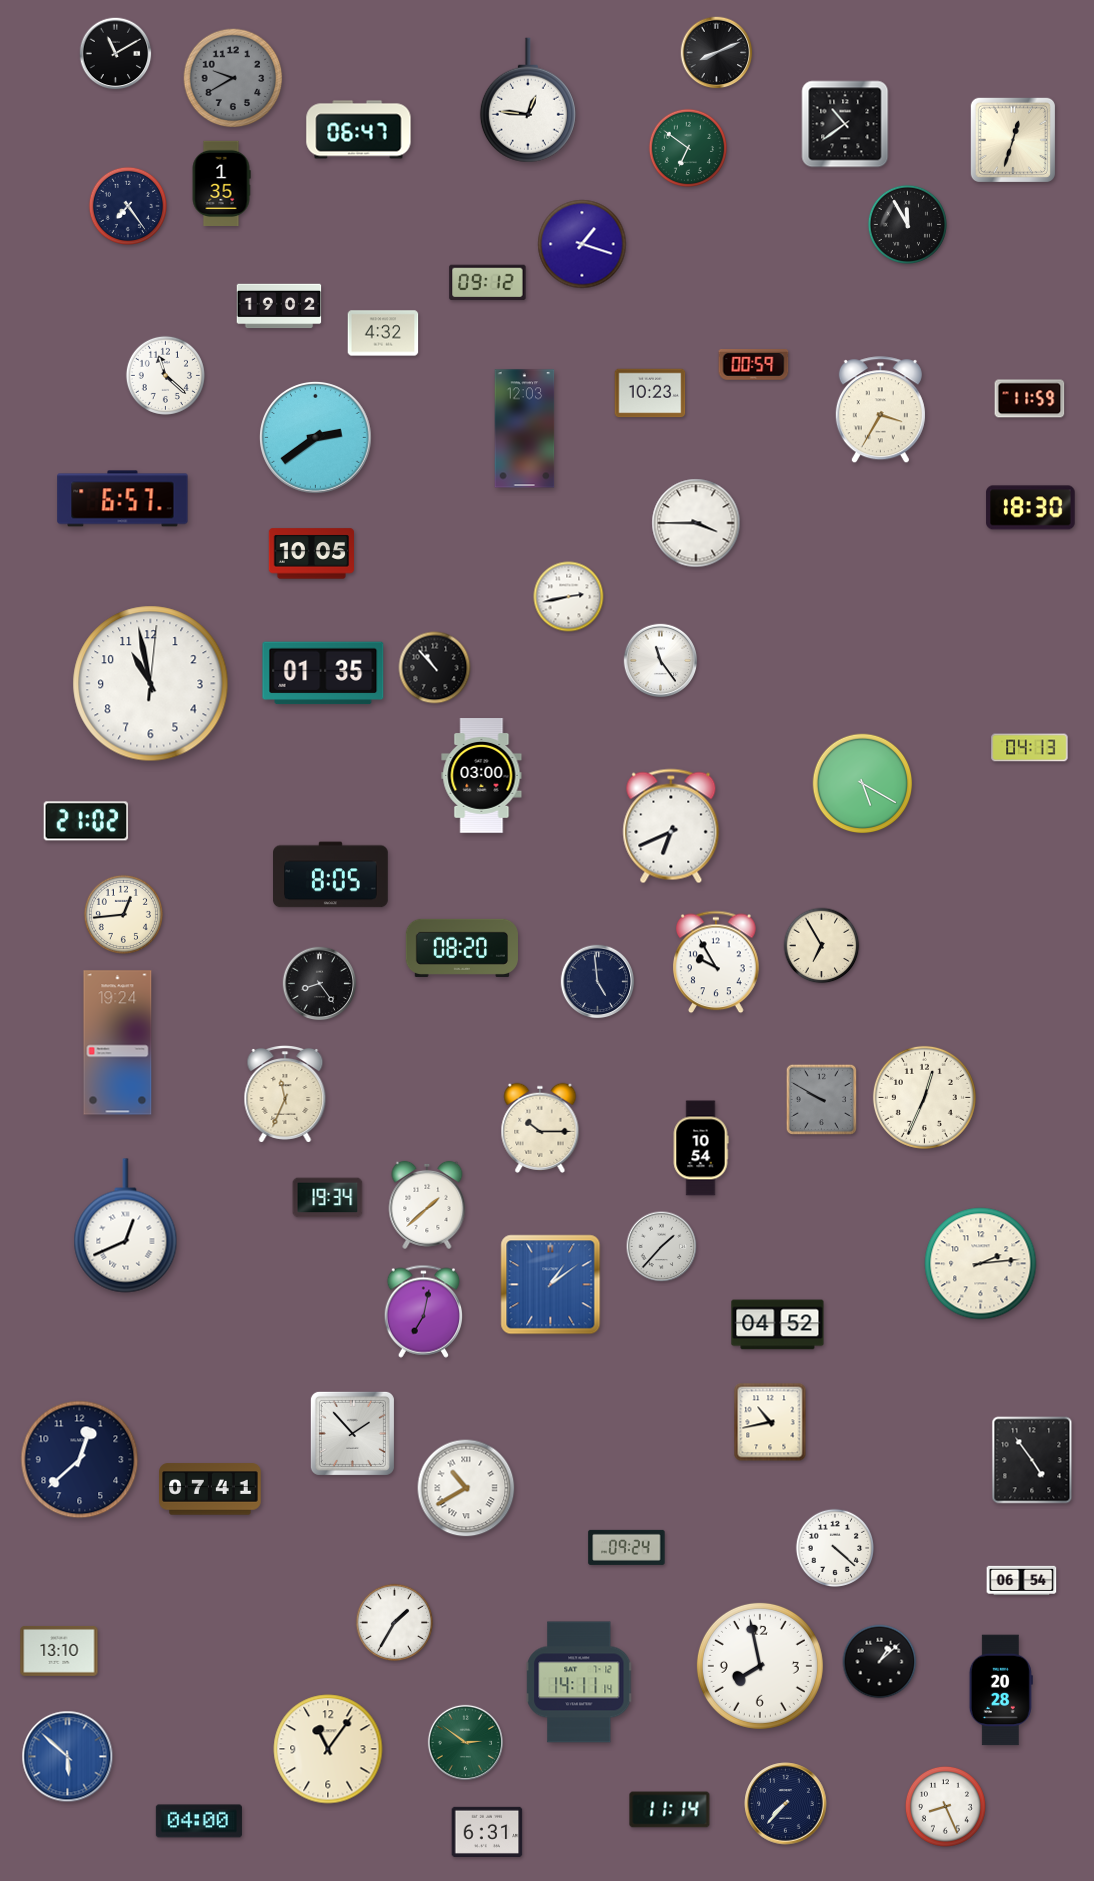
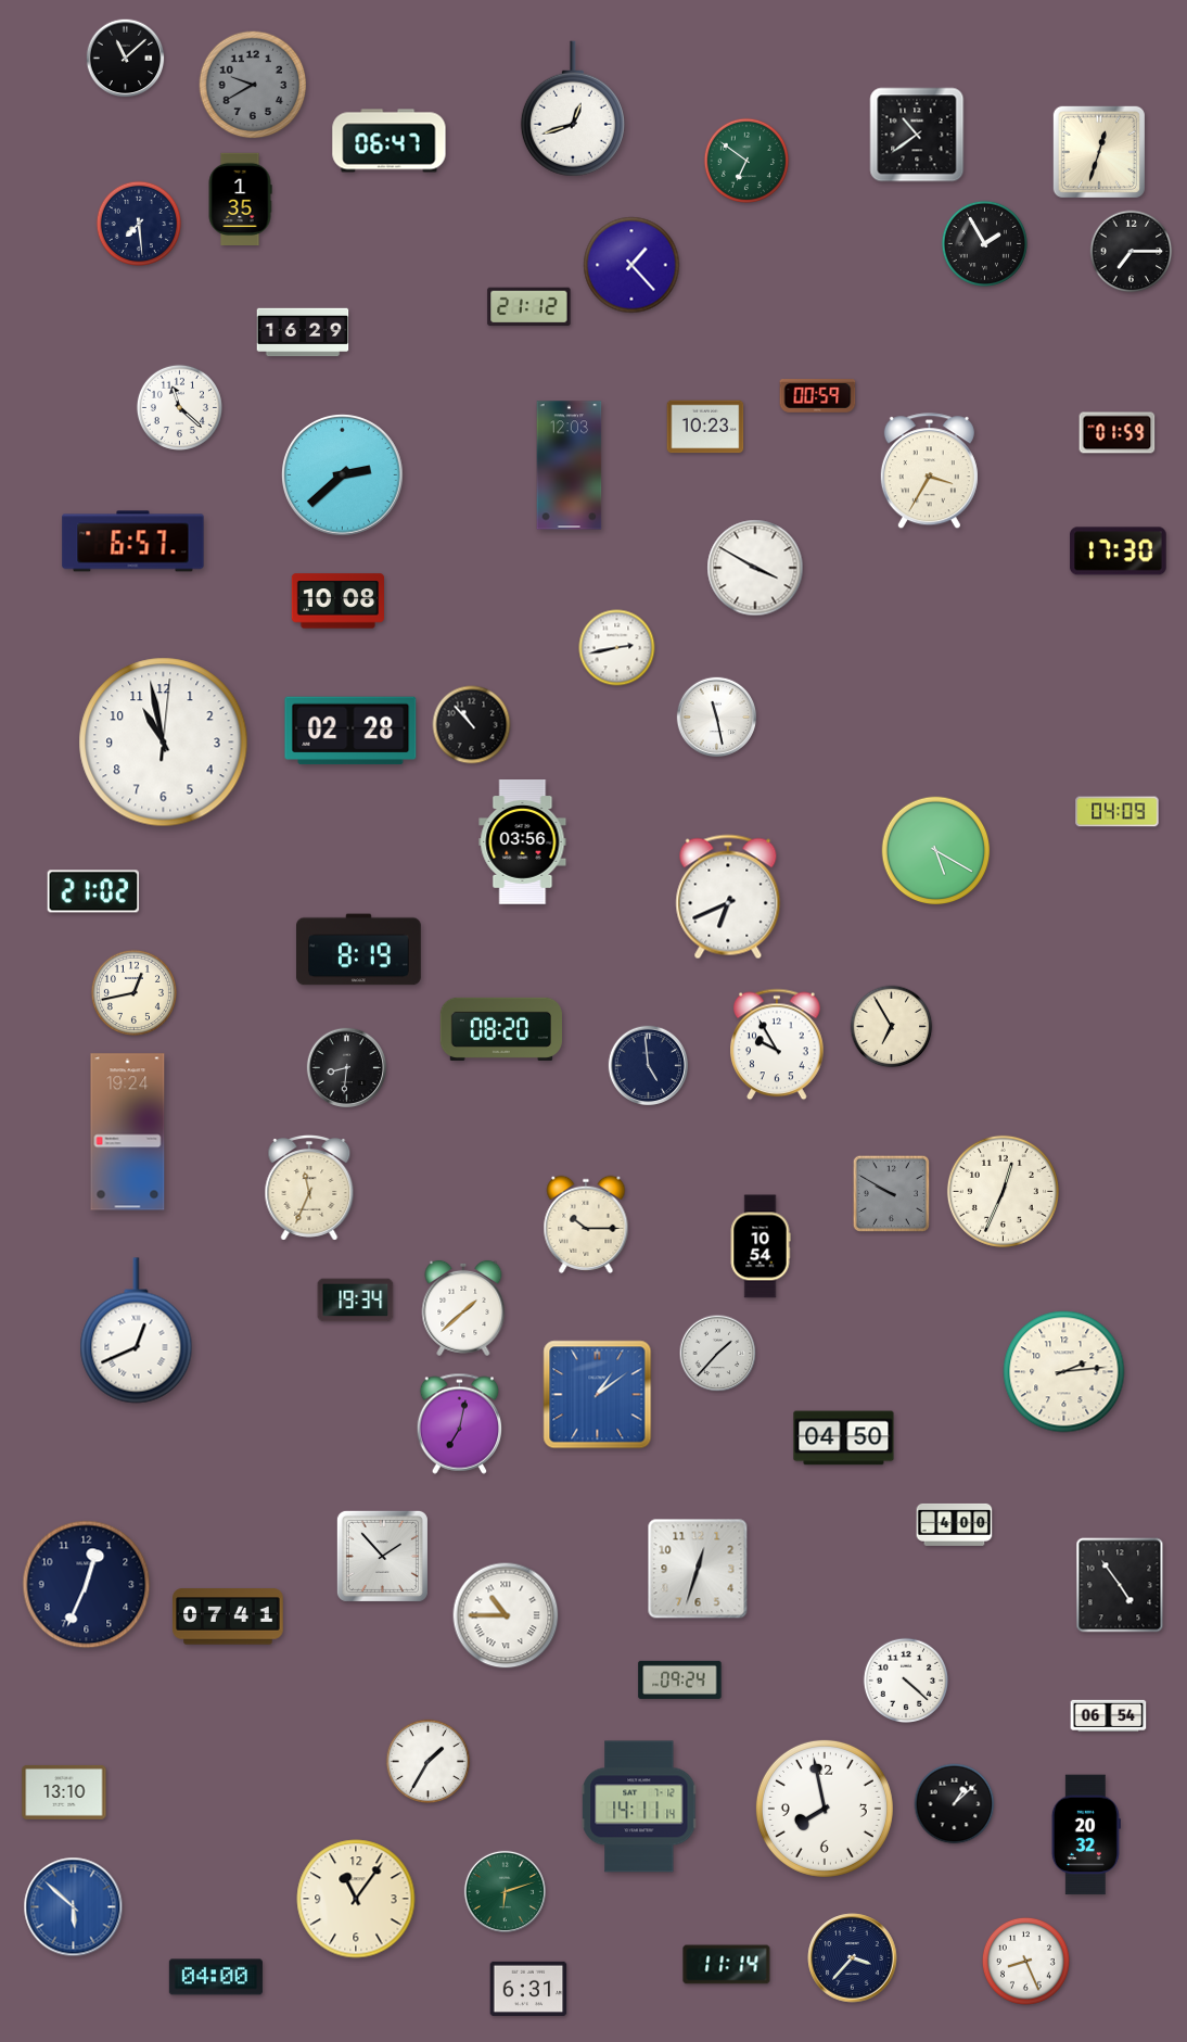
clock at (717, 53): 8:11 -> none
clock at (116, 54): 11:10 -> 11:08
clock at (528, 100): 12:46 -> 12:42
clock at (128, 206): 7:24 -> 7:29
clock at (907, 224): 11:55 -> 1:55
clock at (1132, 252): none -> 7:15
clock at (582, 244): 1:18 -> 1:23
clock at (488, 283): 09:12 -> 21:12
clock at (279, 306): 19:02 -> 16:29
clock at (383, 333): 4:32 -> none
clock at (1030, 399): 11:59 -> 01:59
clock at (880, 410) position: (880, 410) -> (929, 471)
clock at (316, 438): 2:39 -> 2:38
clock at (1031, 508): 18:30 -> 17:30
clock at (696, 523): 3:45 -> 3:50
clock at (311, 554): 10:05 -> 10:08
clock at (661, 661): 11:24 -> 11:28
clock at (323, 673): 01:35 -> 02:28
clock at (1030, 748): 04:13 -> 04:09
clock at (482, 776): 03:00 -> 03:56
clock at (331, 875): 8:05 -> 8:19
clock at (123, 914): 12:44 -> 12:43
clock at (320, 984): 8:24 -> 8:31
clock at (778, 1325): 04:52 -> 04:50
clock at (955, 1524): none -> 4:00
clock at (770, 1422): 10:43 -> none
clock at (698, 1569): none -> 12:33
clock at (80, 1460): 12:38 -> 12:34
clock at (466, 1488): 10:40 -> 10:45
clock at (579, 1682) position: (579, 1682) -> (639, 1806)
clock at (1001, 1690): 20:28 -> 20:32
clock at (465, 1742): 2:51 -> 6:12
clock at (786, 1804): 7:37 -> 3:37
